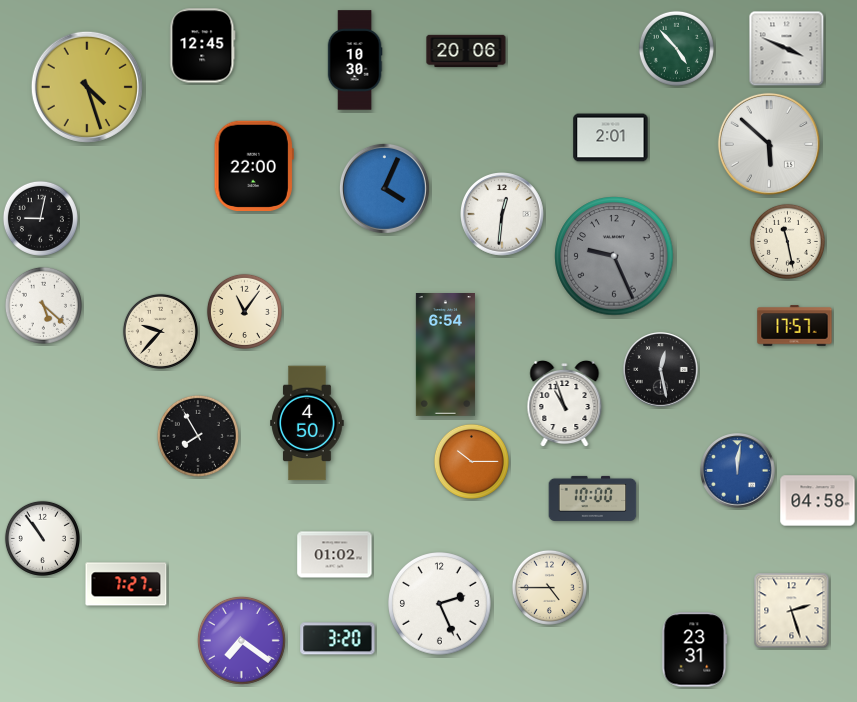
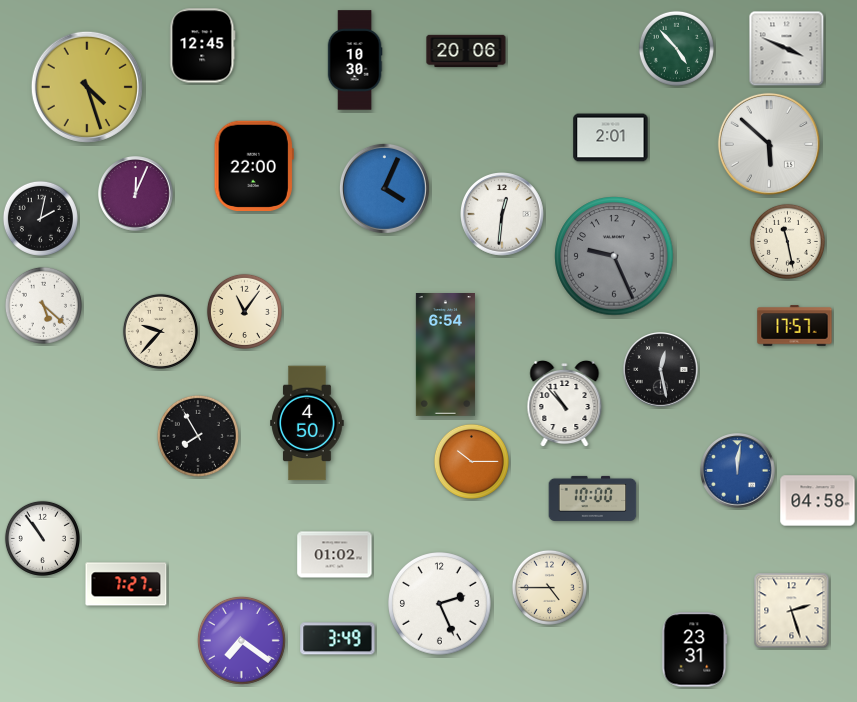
clock at (136, 194): none -> 12:04
clock at (40, 218): 9:02 -> 2:02
clock at (565, 404): 10:57 -> 10:53
clock at (338, 639): 3:20 -> 3:49
